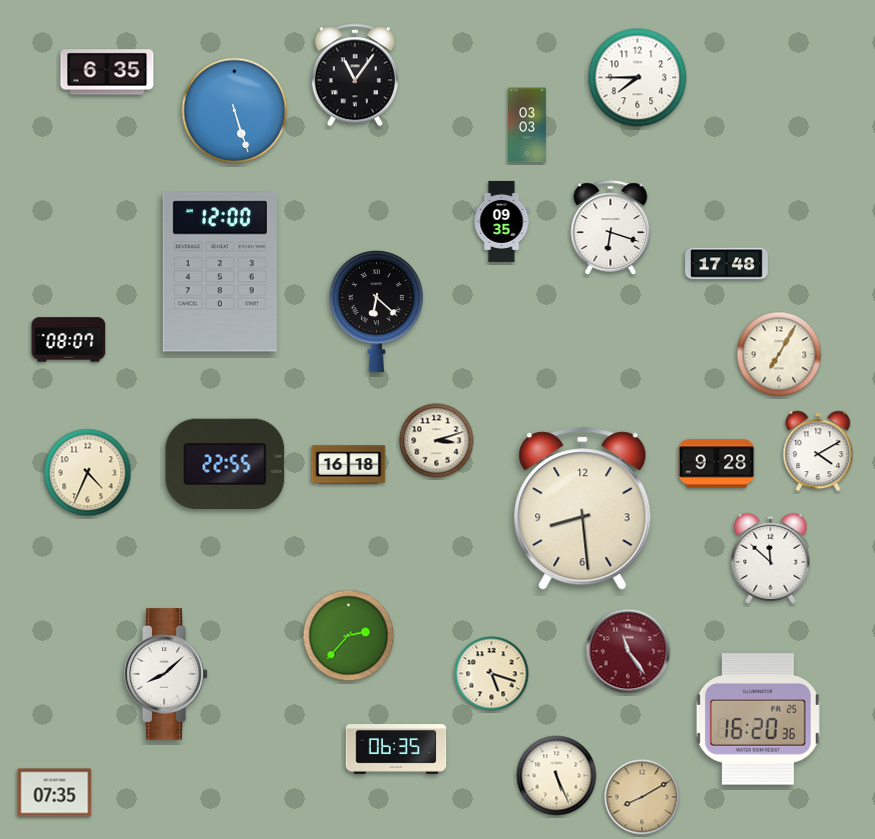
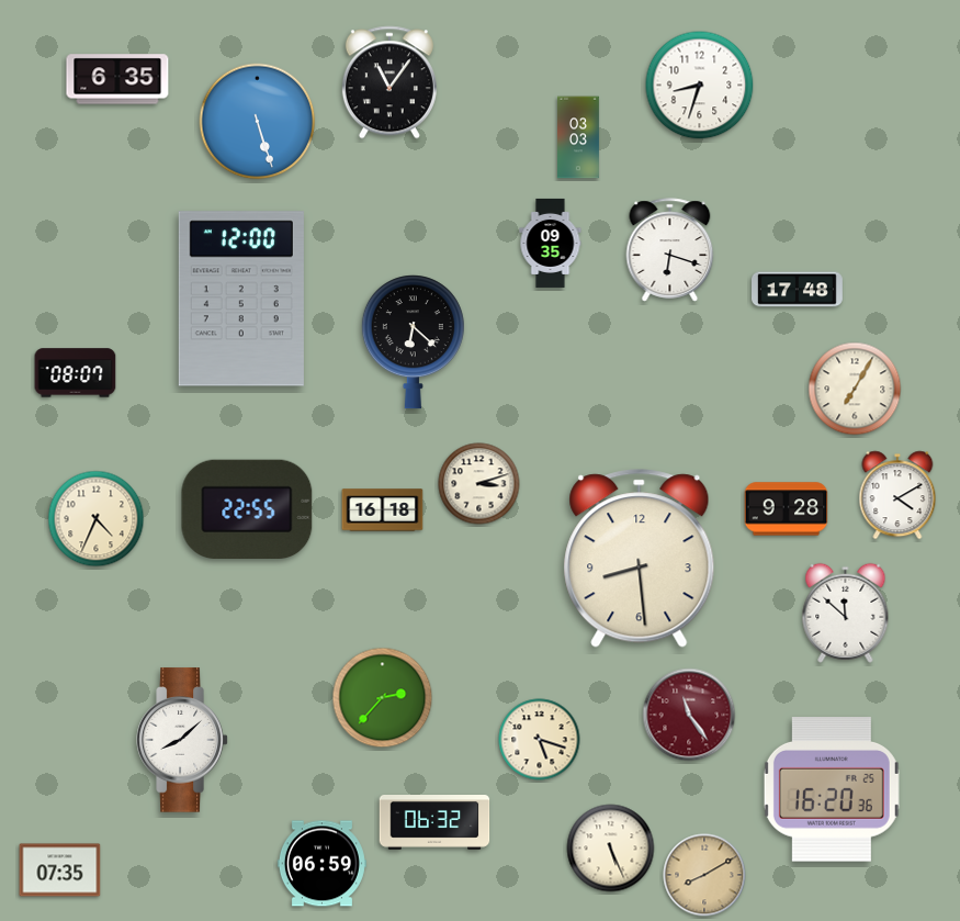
clock at (638, 78): 7:45 -> 8:33
clock at (396, 750): 06:35 -> 06:32
clock at (557, 776) position: (557, 776) -> (611, 849)
clock at (321, 864): none -> 06:59
